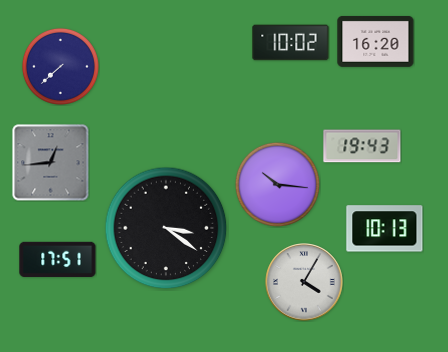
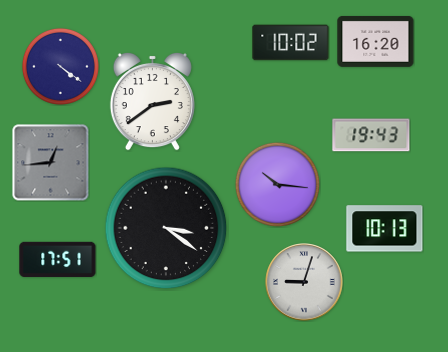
clock at (60, 66): 7:38 -> 4:21
clock at (152, 101): none -> 2:39
clock at (362, 146) position: (362, 146) -> (371, 135)
clock at (304, 282): 4:05 -> 9:03
